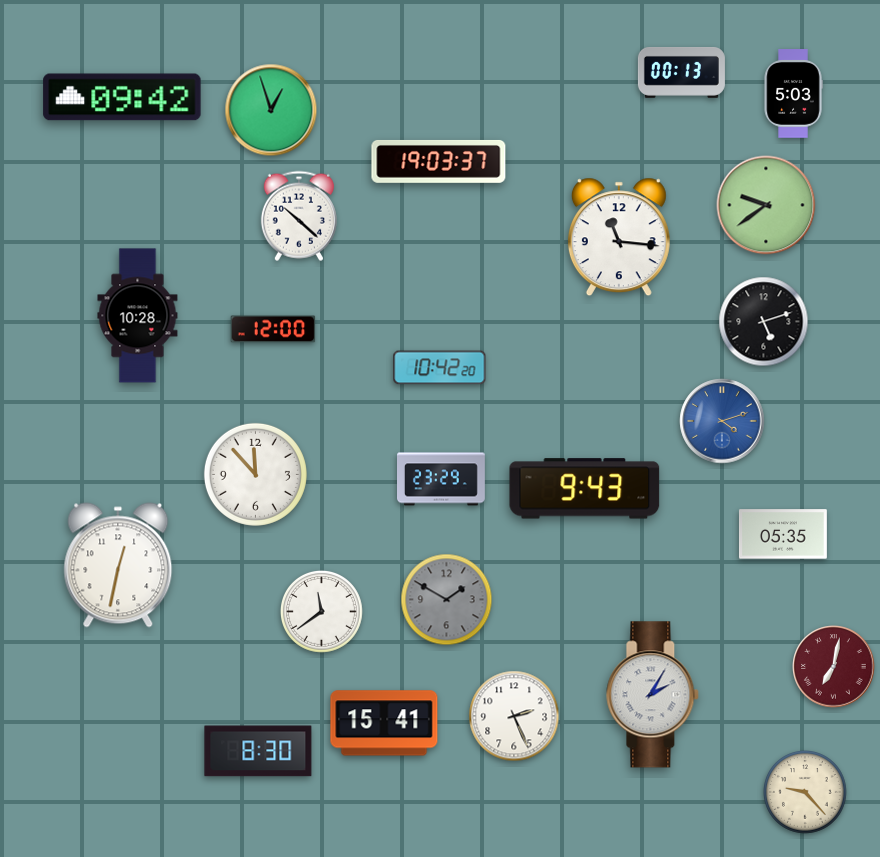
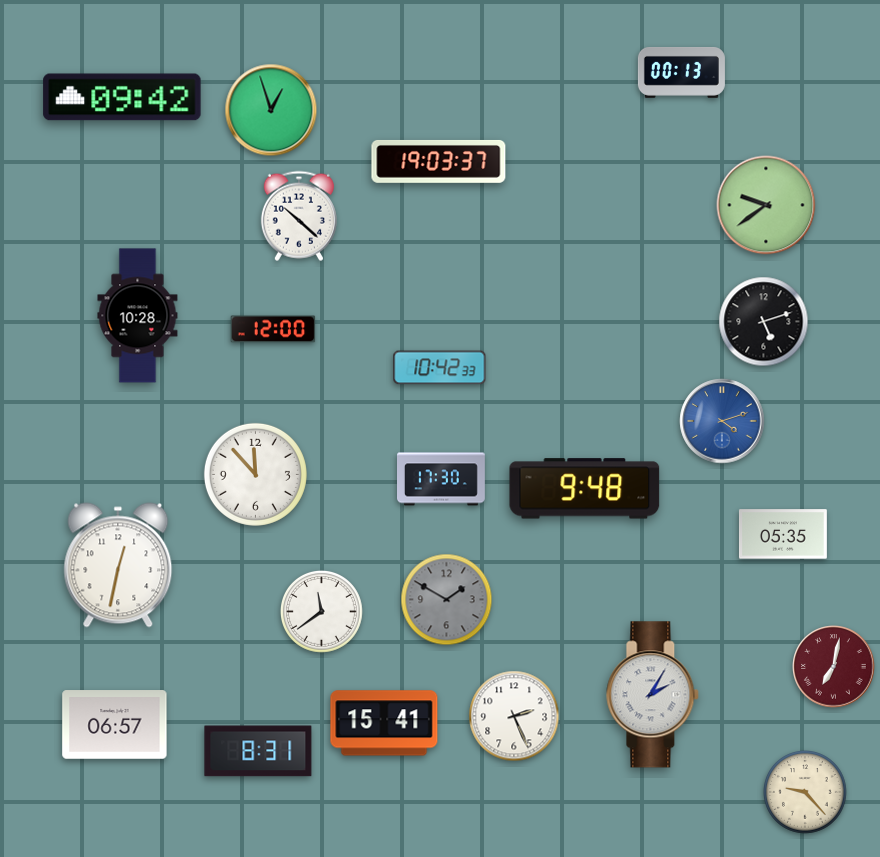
clock at (793, 94): 5:03 -> none
clock at (619, 237): 11:16 -> none
clock at (440, 368): 10:42:20 -> 10:42:33
clock at (442, 479): 23:29 -> 17:30
clock at (585, 489): 9:43 -> 9:48
clock at (115, 725): none -> 06:57
clock at (258, 751): 8:30 -> 8:31
